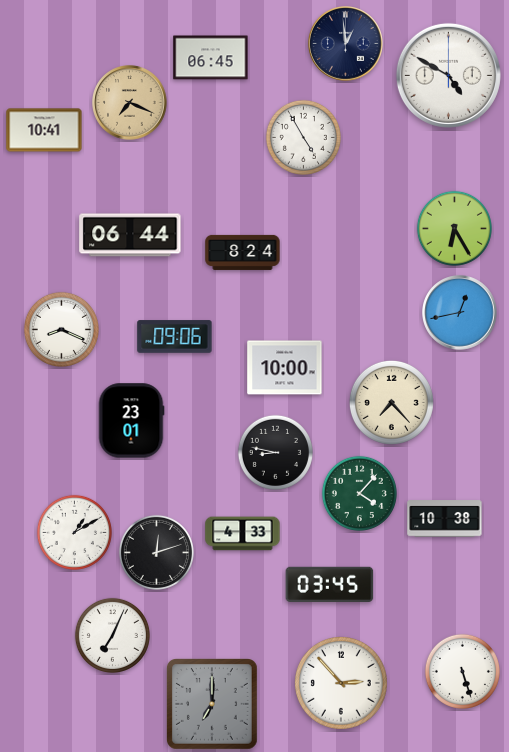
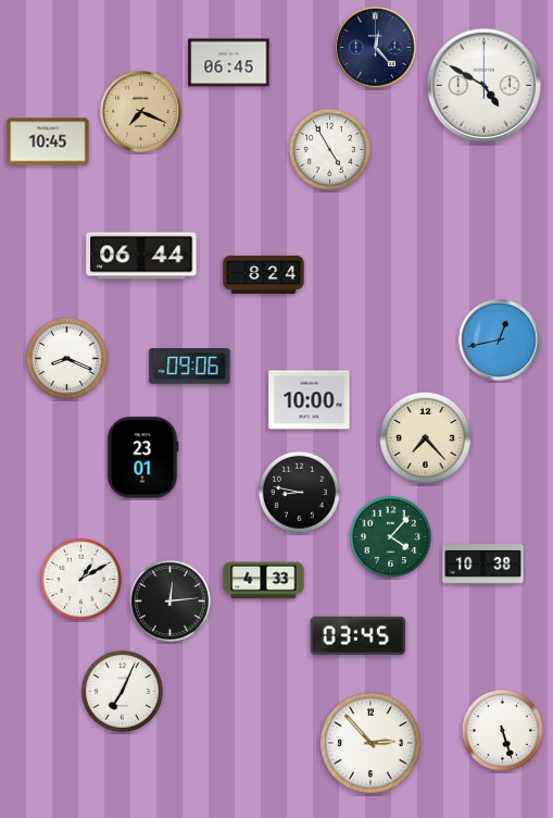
clock at (346, 44): 12:59 -> 12:23
clock at (448, 75) position: (448, 75) -> (483, 85)
clock at (44, 130): 10:41 -> 10:45
clock at (454, 228): 6:25 -> none
clock at (156, 552): 12:12 -> 12:14
clock at (213, 705): 7:00 -> none
